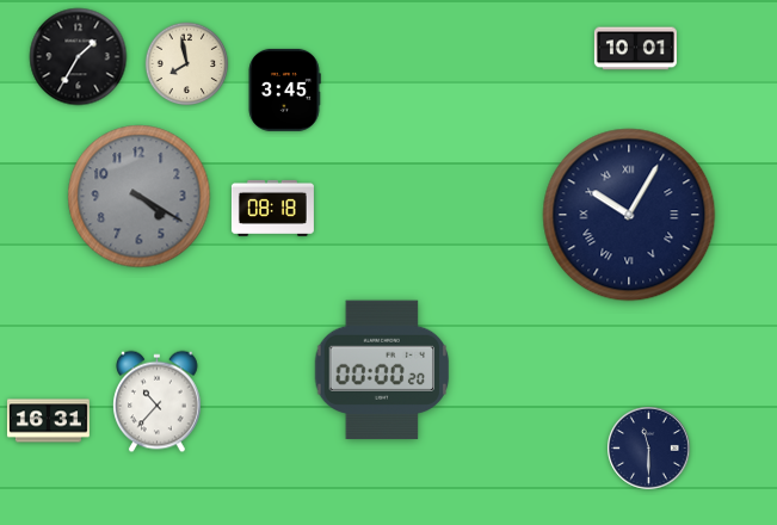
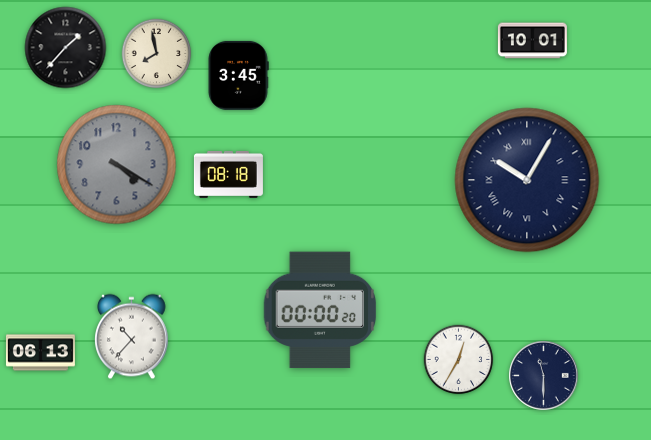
clock at (79, 57): 1:35 -> 1:37
clock at (48, 421): 16:31 -> 06:13
clock at (459, 360): none -> 12:35
